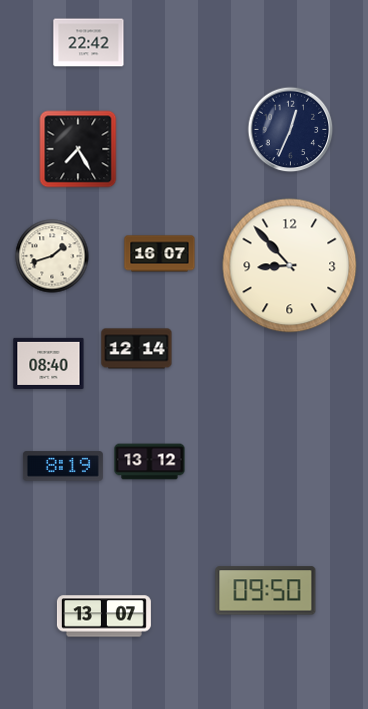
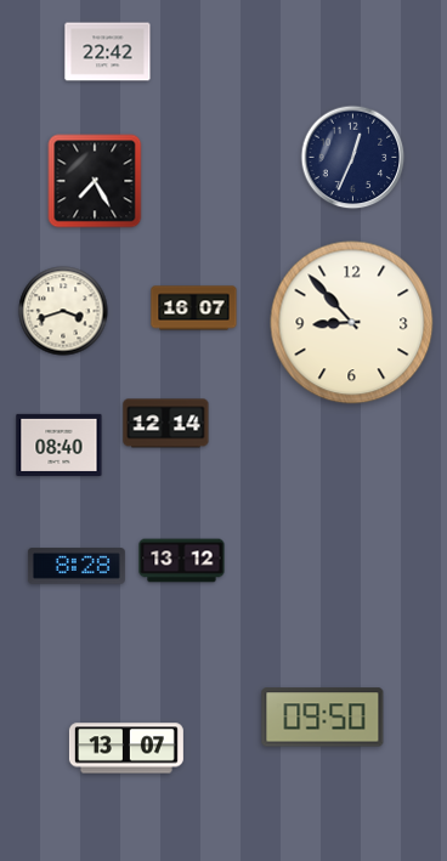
clock at (52, 256): 1:42 -> 3:42
clock at (49, 363) position: (49, 363) -> (60, 444)
clock at (63, 466): 8:19 -> 8:28
